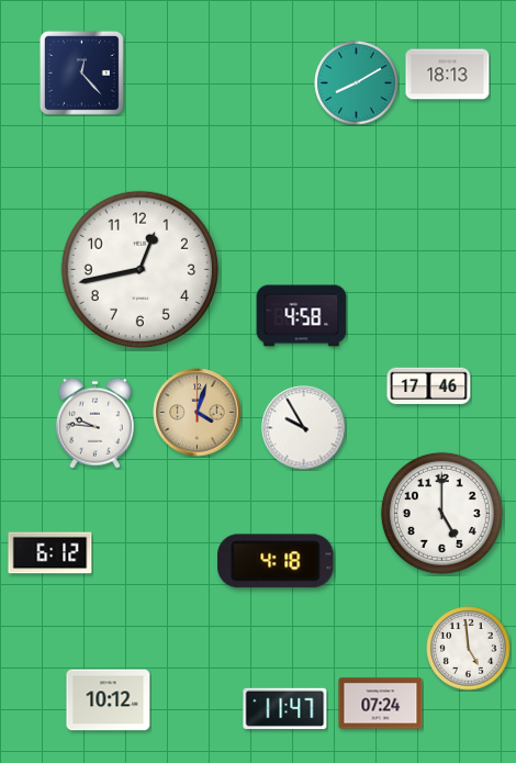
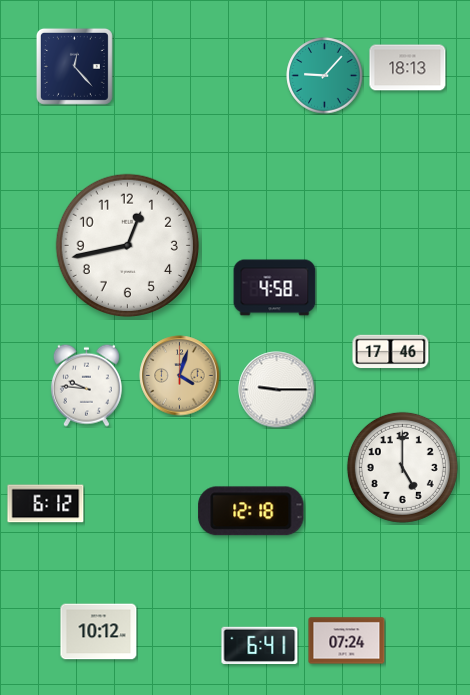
clock at (357, 83): 8:10 -> 9:07
clock at (304, 428): 9:55 -> 9:15
clock at (276, 561): 4:18 -> 12:18
clock at (469, 649): 4:59 -> none
clock at (109, 700) position: (109, 700) -> (99, 632)
clock at (285, 708): 11:47 -> 6:41
